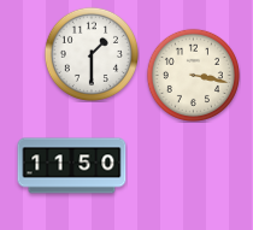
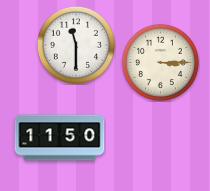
clock at (92, 54): 1:30 -> 11:30
clock at (193, 75): 3:17 -> 3:15
